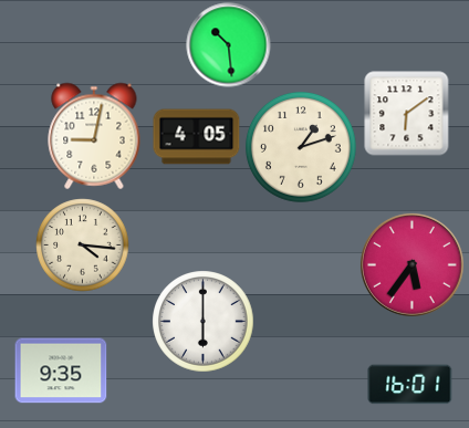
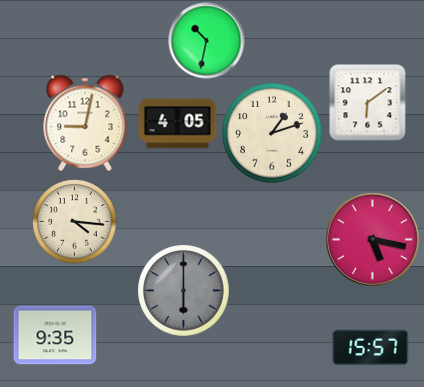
clock at (229, 45): 10:29 -> 10:32
clock at (411, 264): 5:36 -> 5:17
clock at (204, 322) dial: white -> grey
clock at (410, 385): 16:01 -> 15:57
